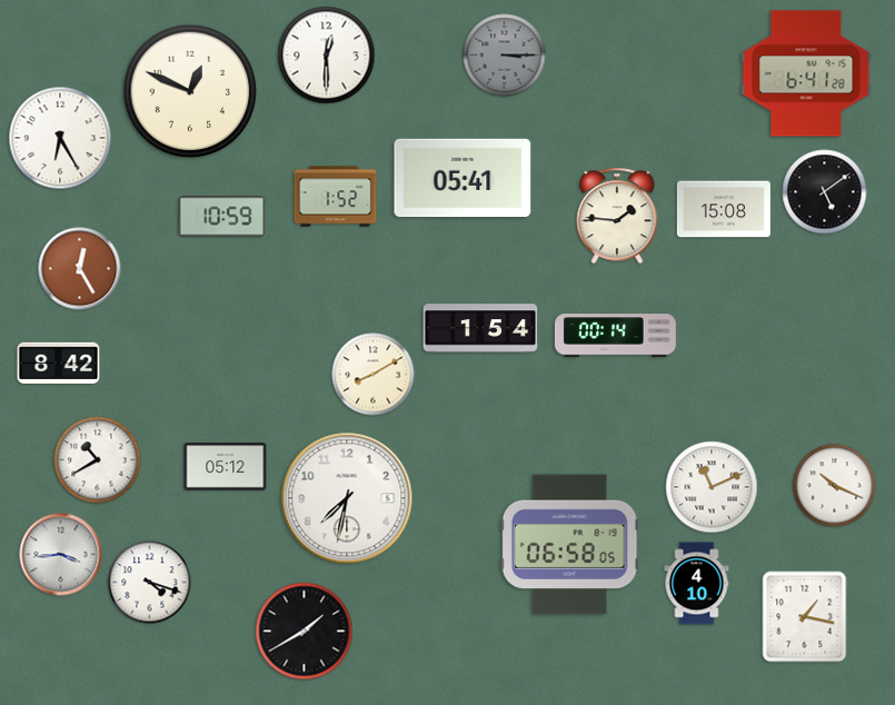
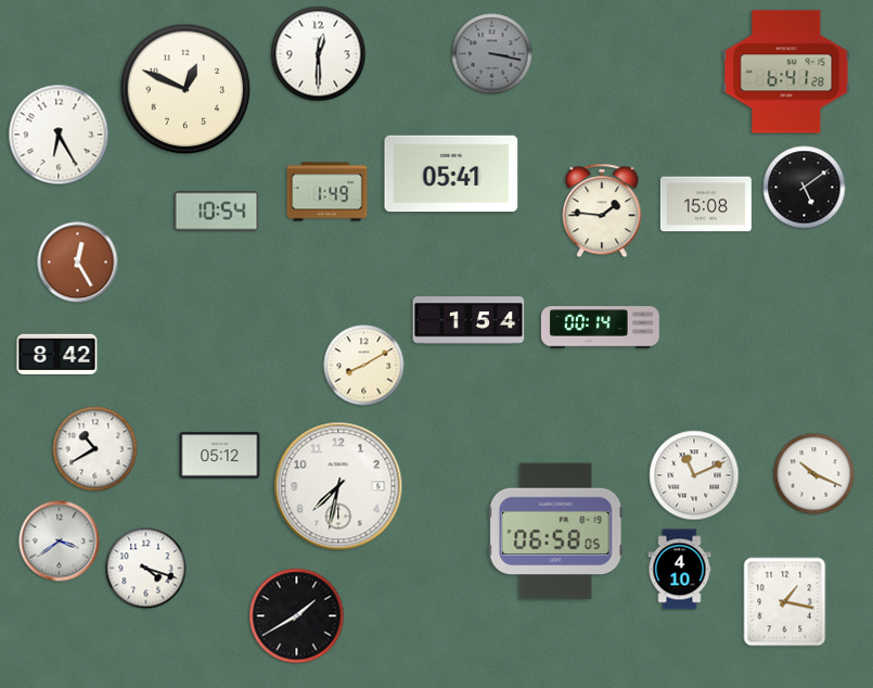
clock at (505, 56): 3:15 -> 3:17
clock at (336, 197): 1:52 -> 1:49
clock at (222, 217): 10:59 -> 10:54
clock at (61, 555): 3:44 -> 3:39
